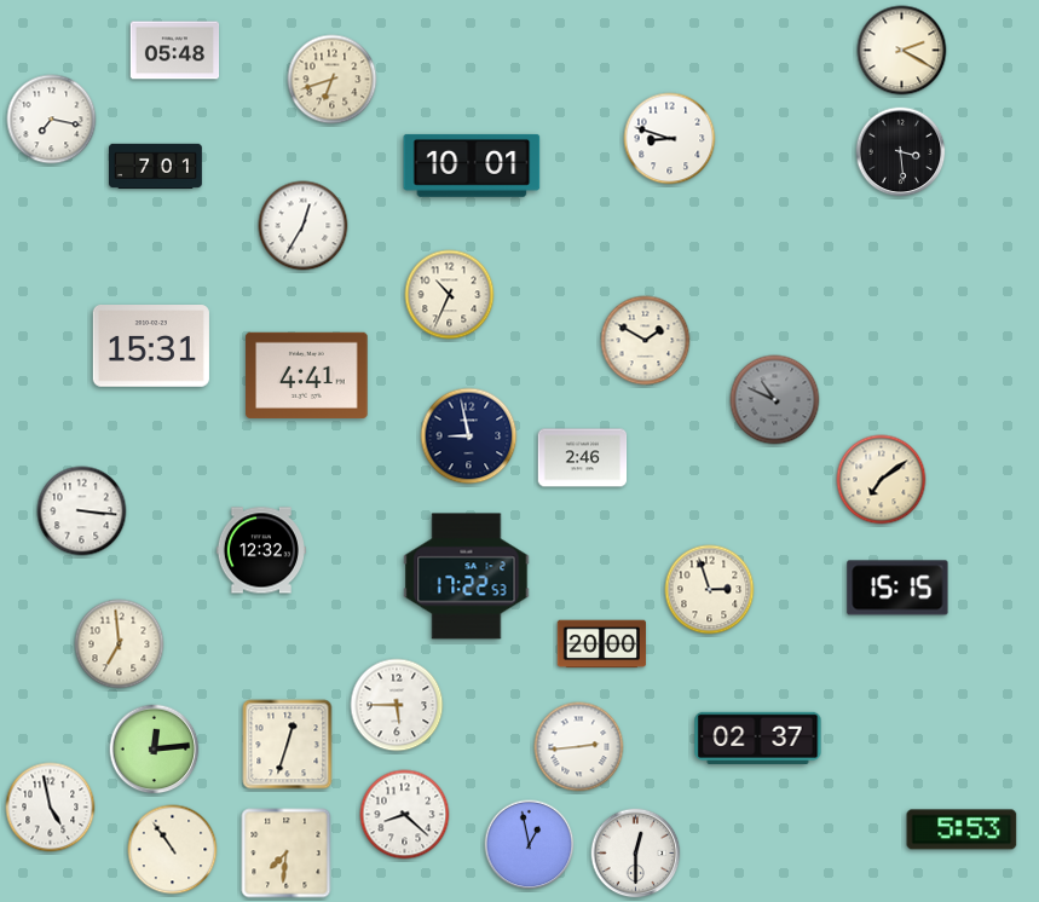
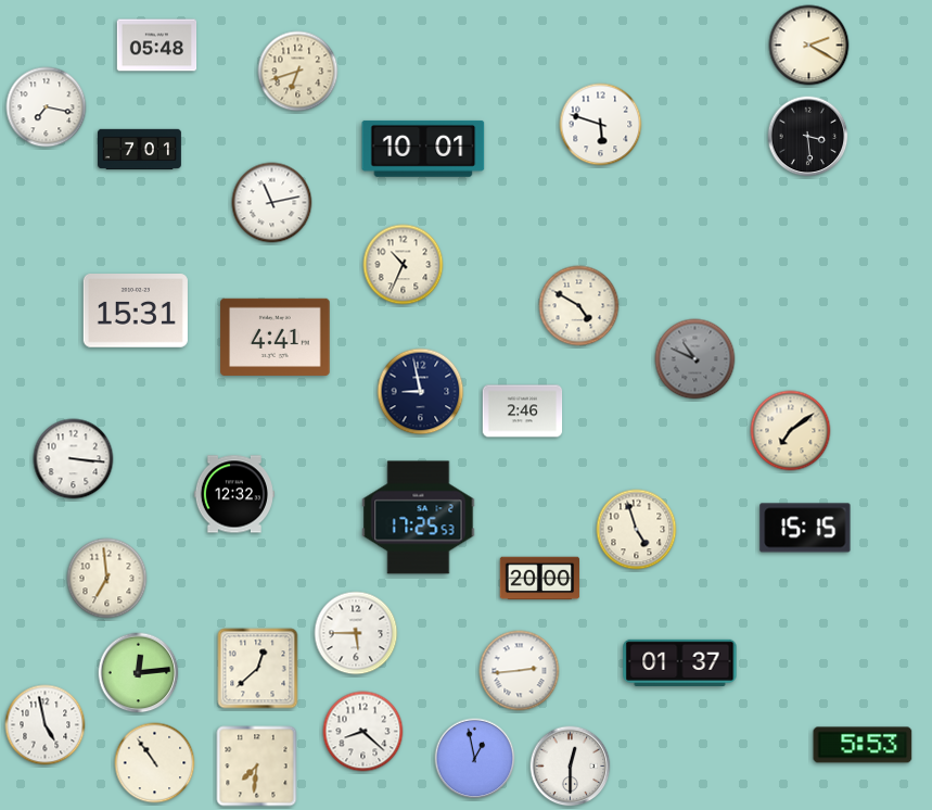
clock at (670, 139): 8:48 -> 5:48
clock at (304, 226): 12:35 -> 11:13
clock at (646, 341): 1:50 -> 4:50
clock at (467, 577): 17:22 -> 17:25
clock at (710, 590): 2:57 -> 4:57
clock at (758, 738): 02:37 -> 01:37
clock at (288, 745): 12:33 -> 12:38
